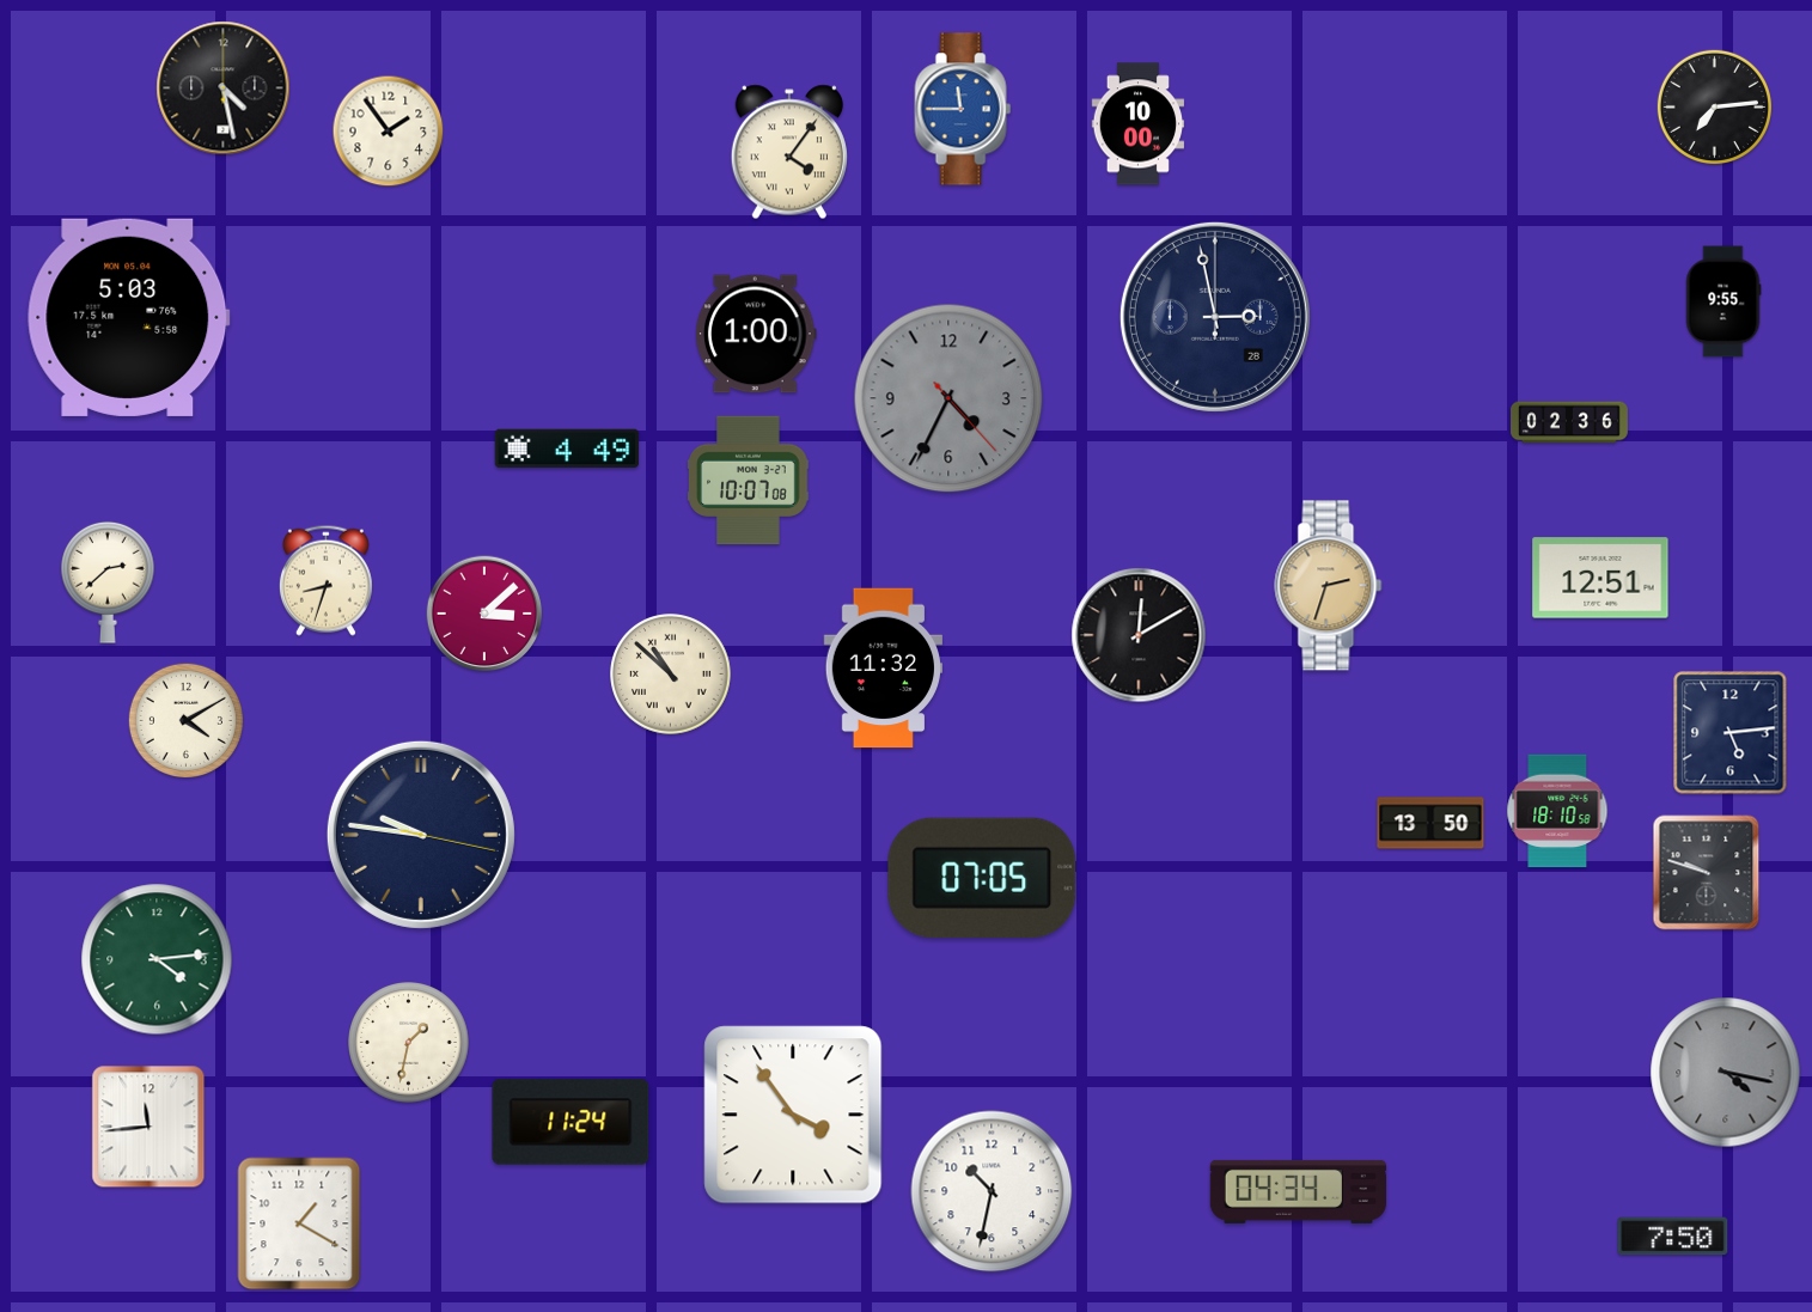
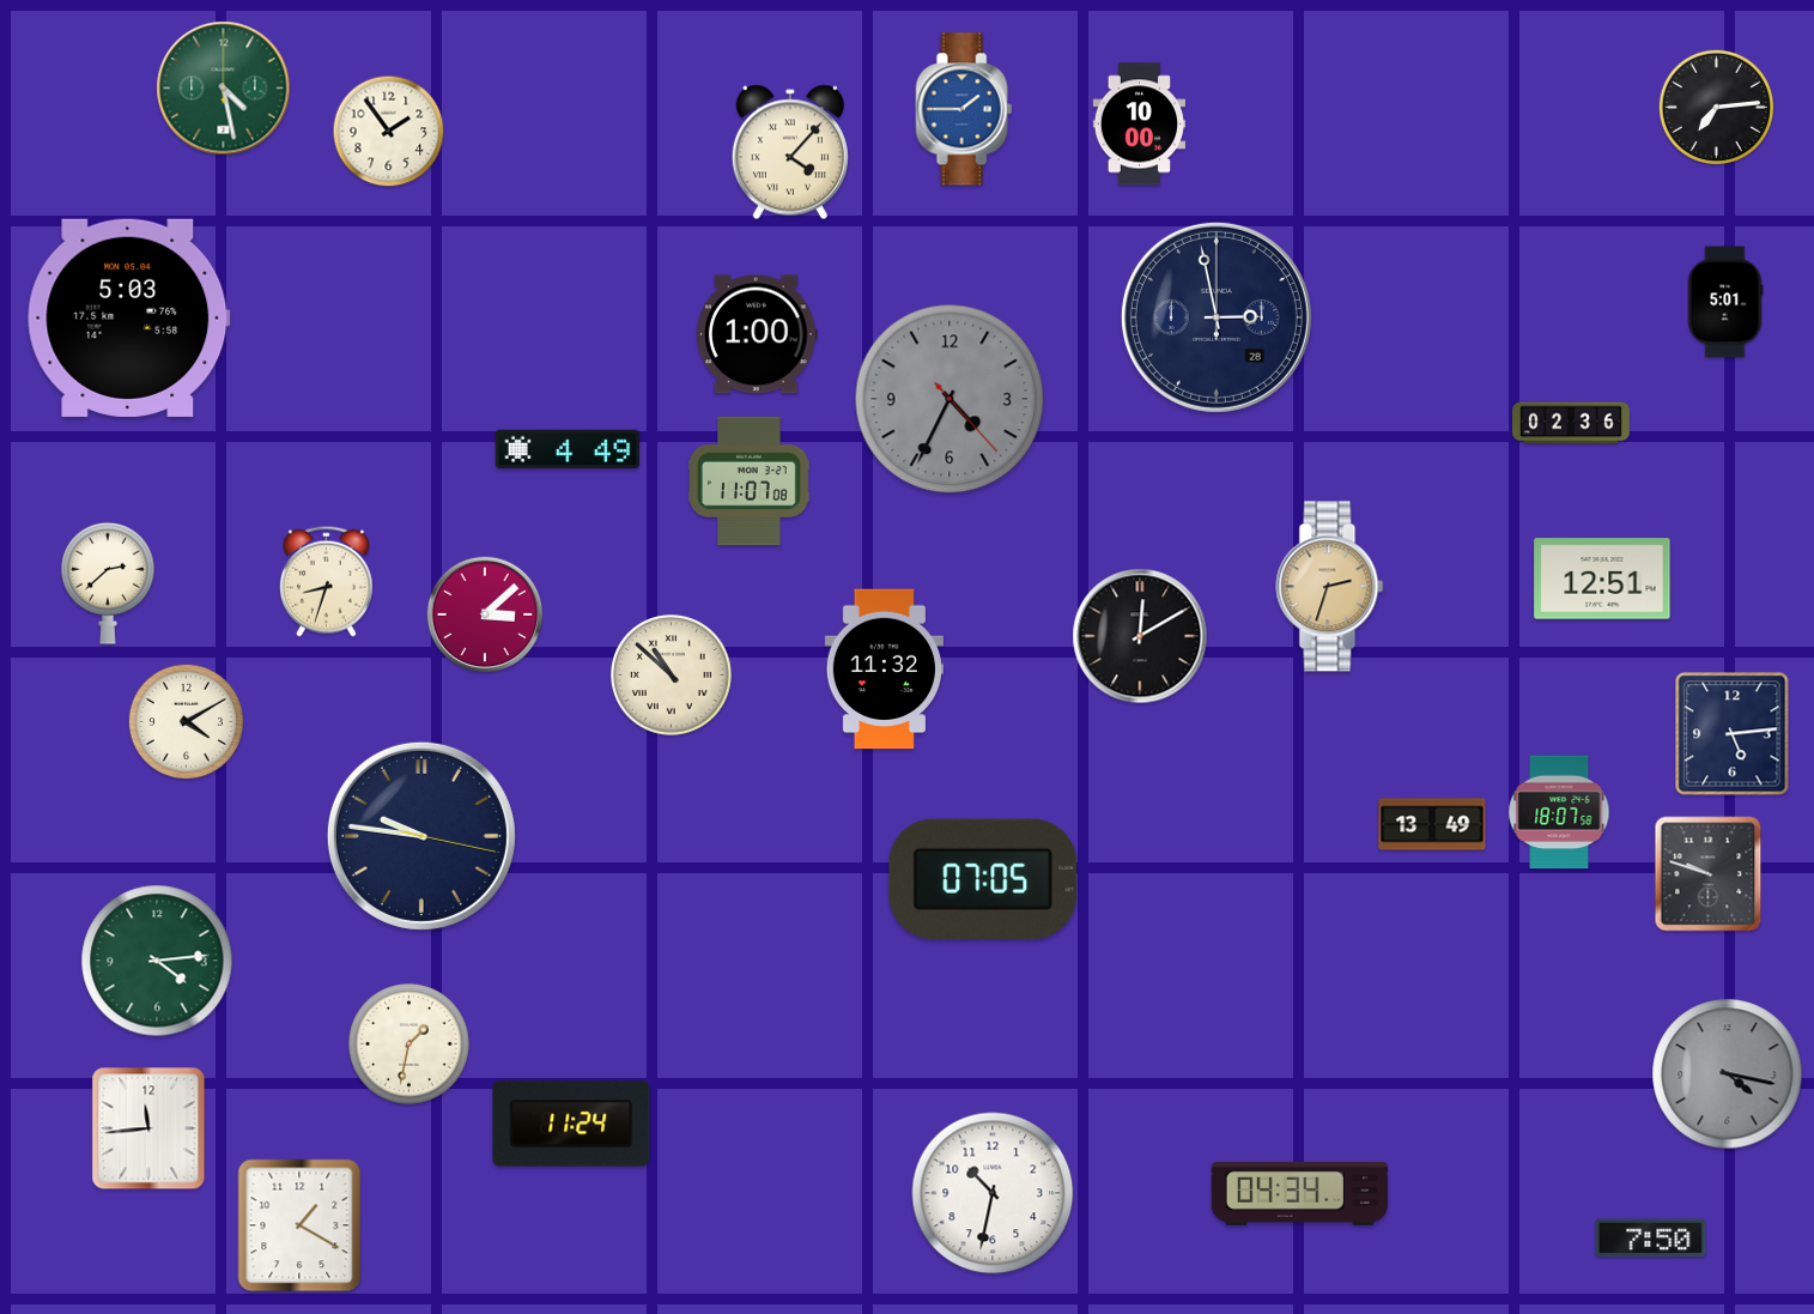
clock at (224, 89) dial: black -> green
clock at (963, 109): 11:45 -> 1:45
clock at (789, 152): 4:06 -> 4:07
clock at (1723, 301): 9:55 -> 5:01
clock at (749, 481): 10:07 -> 11:07
clock at (1557, 811): 18:10 -> 18:07
clock at (1430, 823): 13:50 -> 13:49
clock at (793, 1115): 3:54 -> none
clock at (1673, 1237) position: (1673, 1237) -> (1651, 1239)
